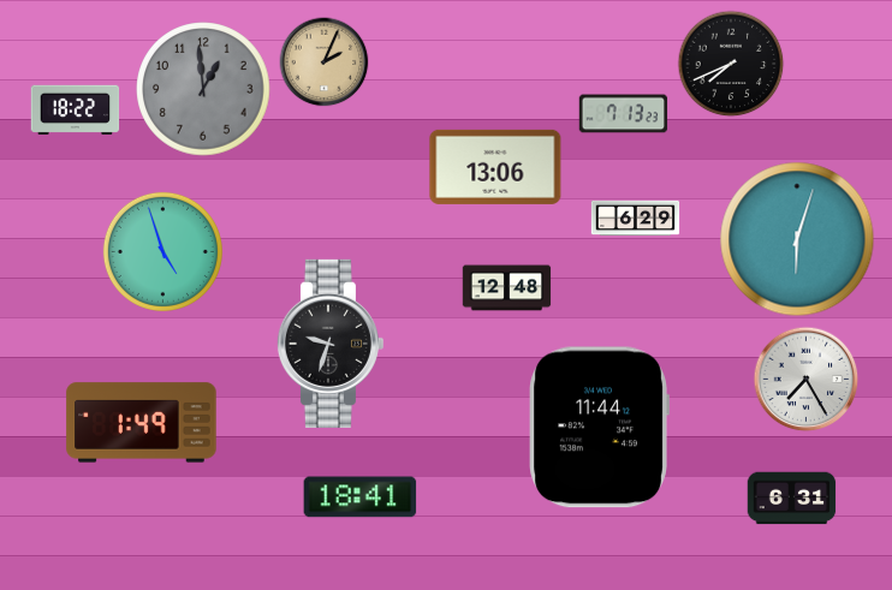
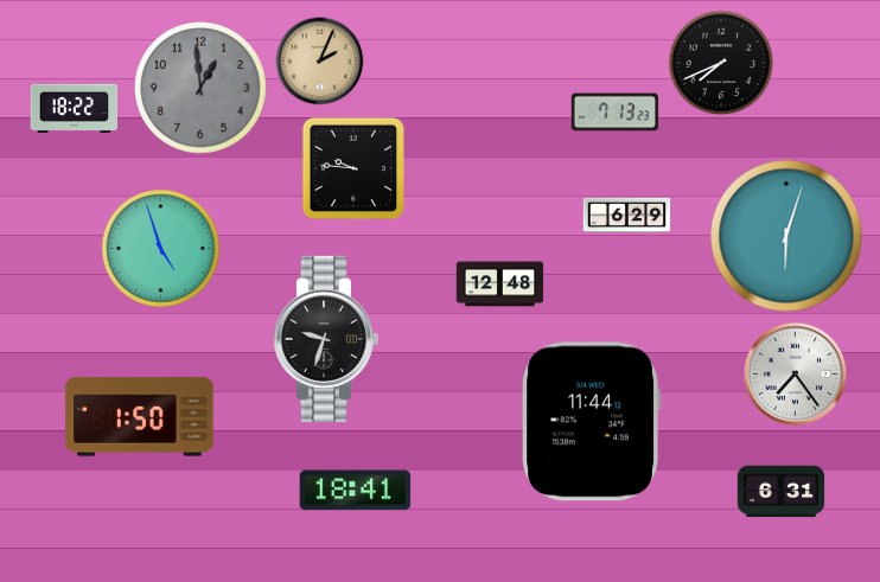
clock at (495, 167): 13:06 -> none
clock at (353, 168): none -> 9:46
clock at (807, 380): 7:25 -> 7:24
clock at (142, 423): 1:49 -> 1:50
